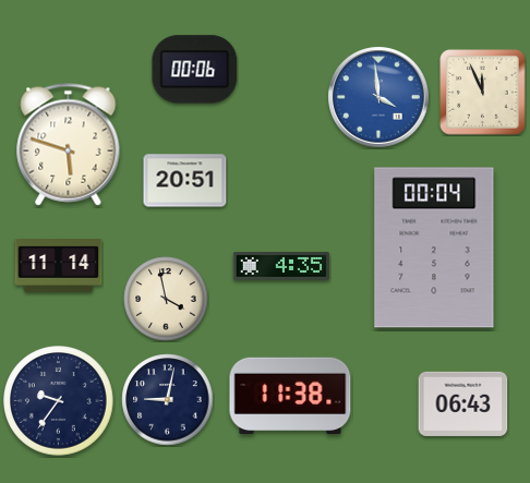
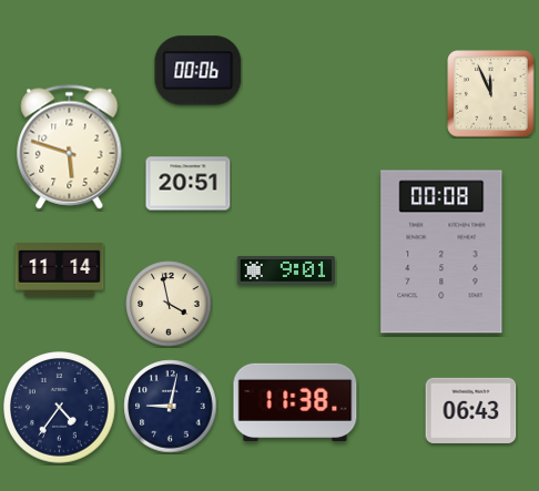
clock at (378, 97): 3:59 -> none
clock at (434, 247): 00:04 -> 00:08
clock at (281, 266): 4:35 -> 9:01
clock at (59, 401): 9:36 -> 4:36
